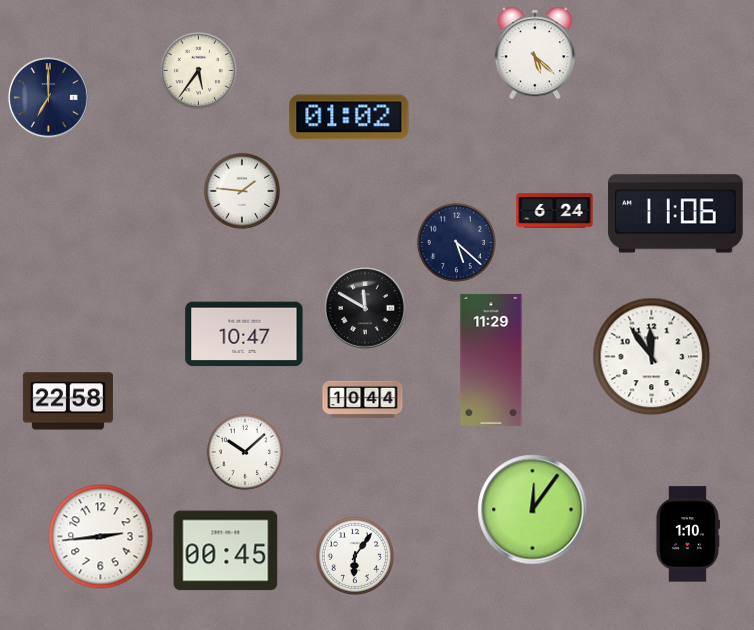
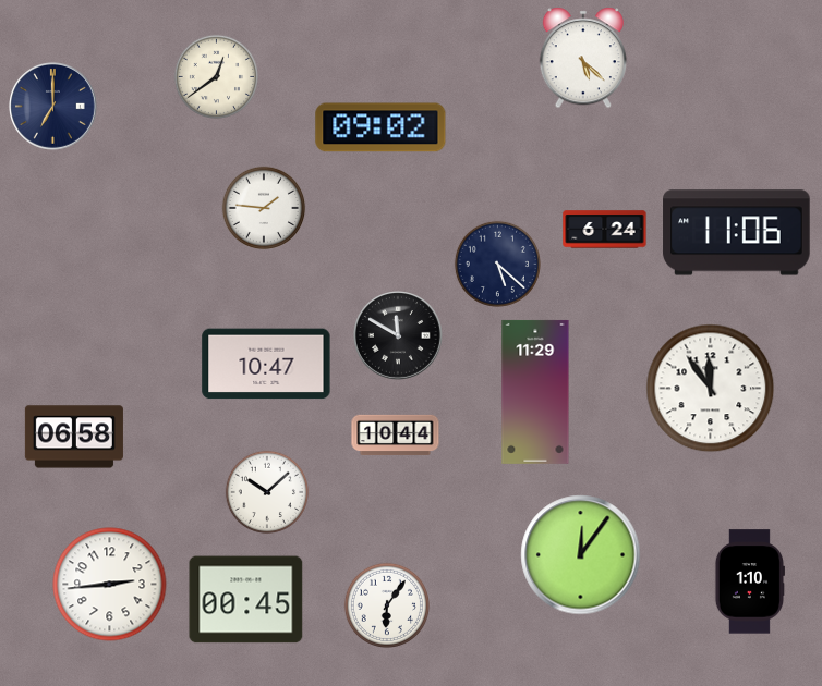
clock at (198, 70): 5:36 -> 12:39
clock at (349, 117): 01:02 -> 09:02
clock at (68, 401): 22:58 -> 06:58
